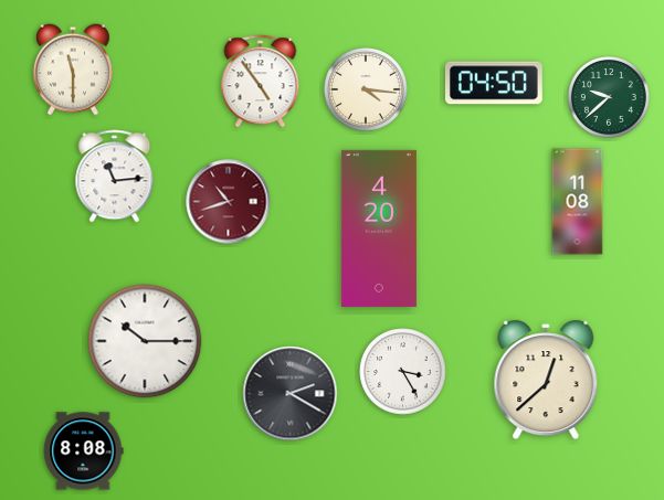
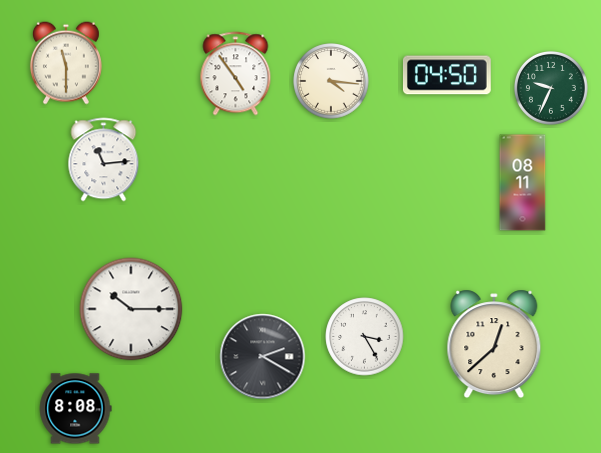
clock at (610, 98): 9:38 -> 9:34
clock at (229, 202): 10:42 -> none
clock at (578, 202): 11:08 -> 08:11
clock at (379, 228): 4:20 -> none
